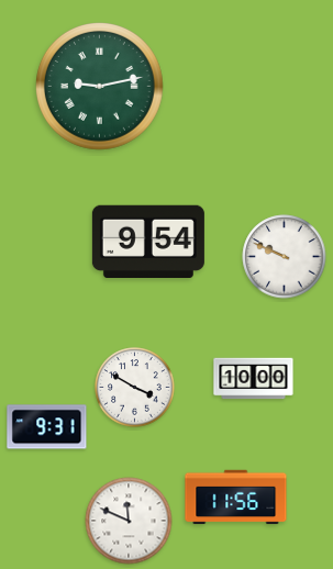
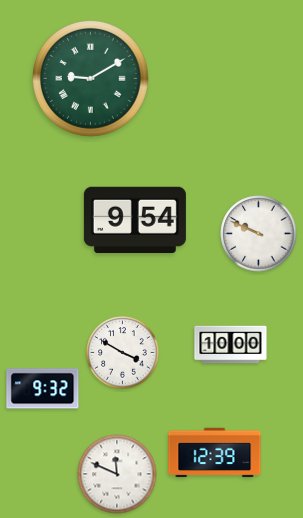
clock at (100, 87): 9:13 -> 9:10
clock at (47, 427): 9:31 -> 9:32
clock at (236, 498): 11:56 -> 12:39
